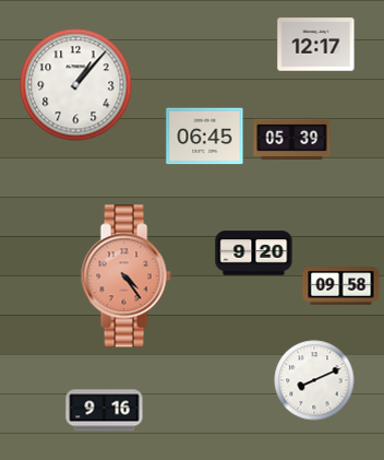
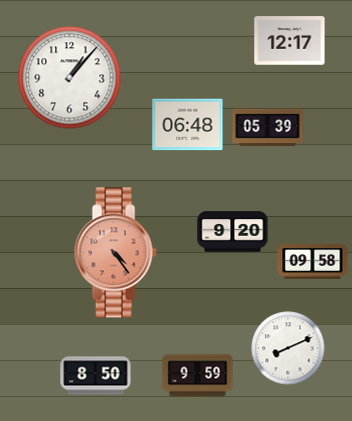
clock at (205, 137): 06:45 -> 06:48
clock at (105, 411): 9:16 -> 8:50
clock at (198, 376): none -> 9:59
